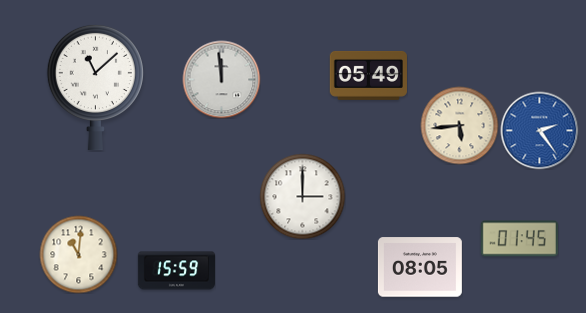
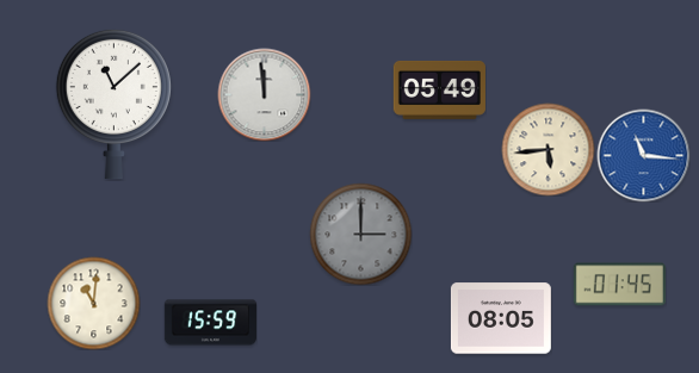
clock at (539, 130): 2:24 -> 11:16
clock at (302, 196) dial: white -> grey
